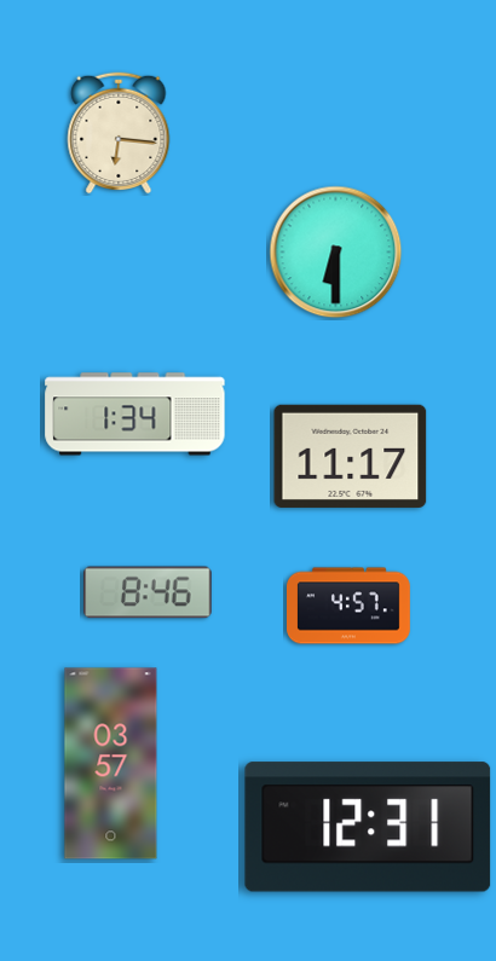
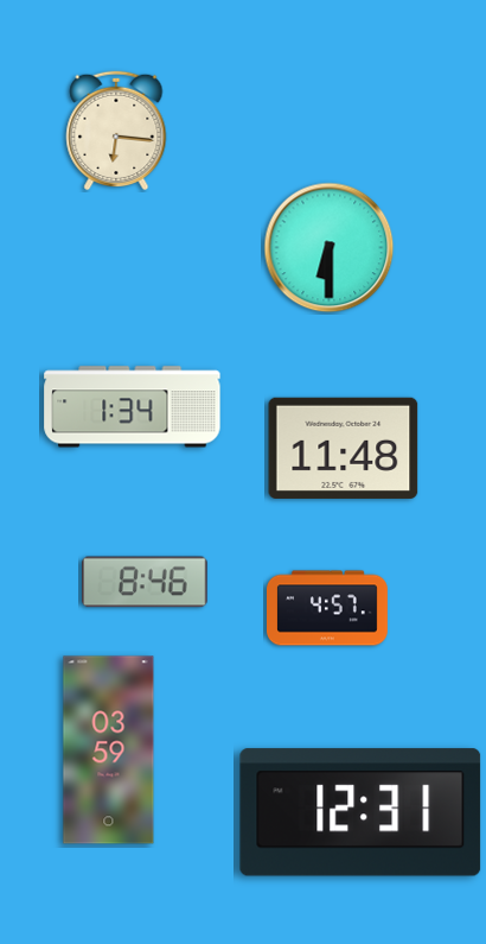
clock at (351, 456): 11:17 -> 11:48
clock at (350, 606) position: (350, 606) -> (328, 608)
clock at (111, 764): 03:57 -> 03:59
